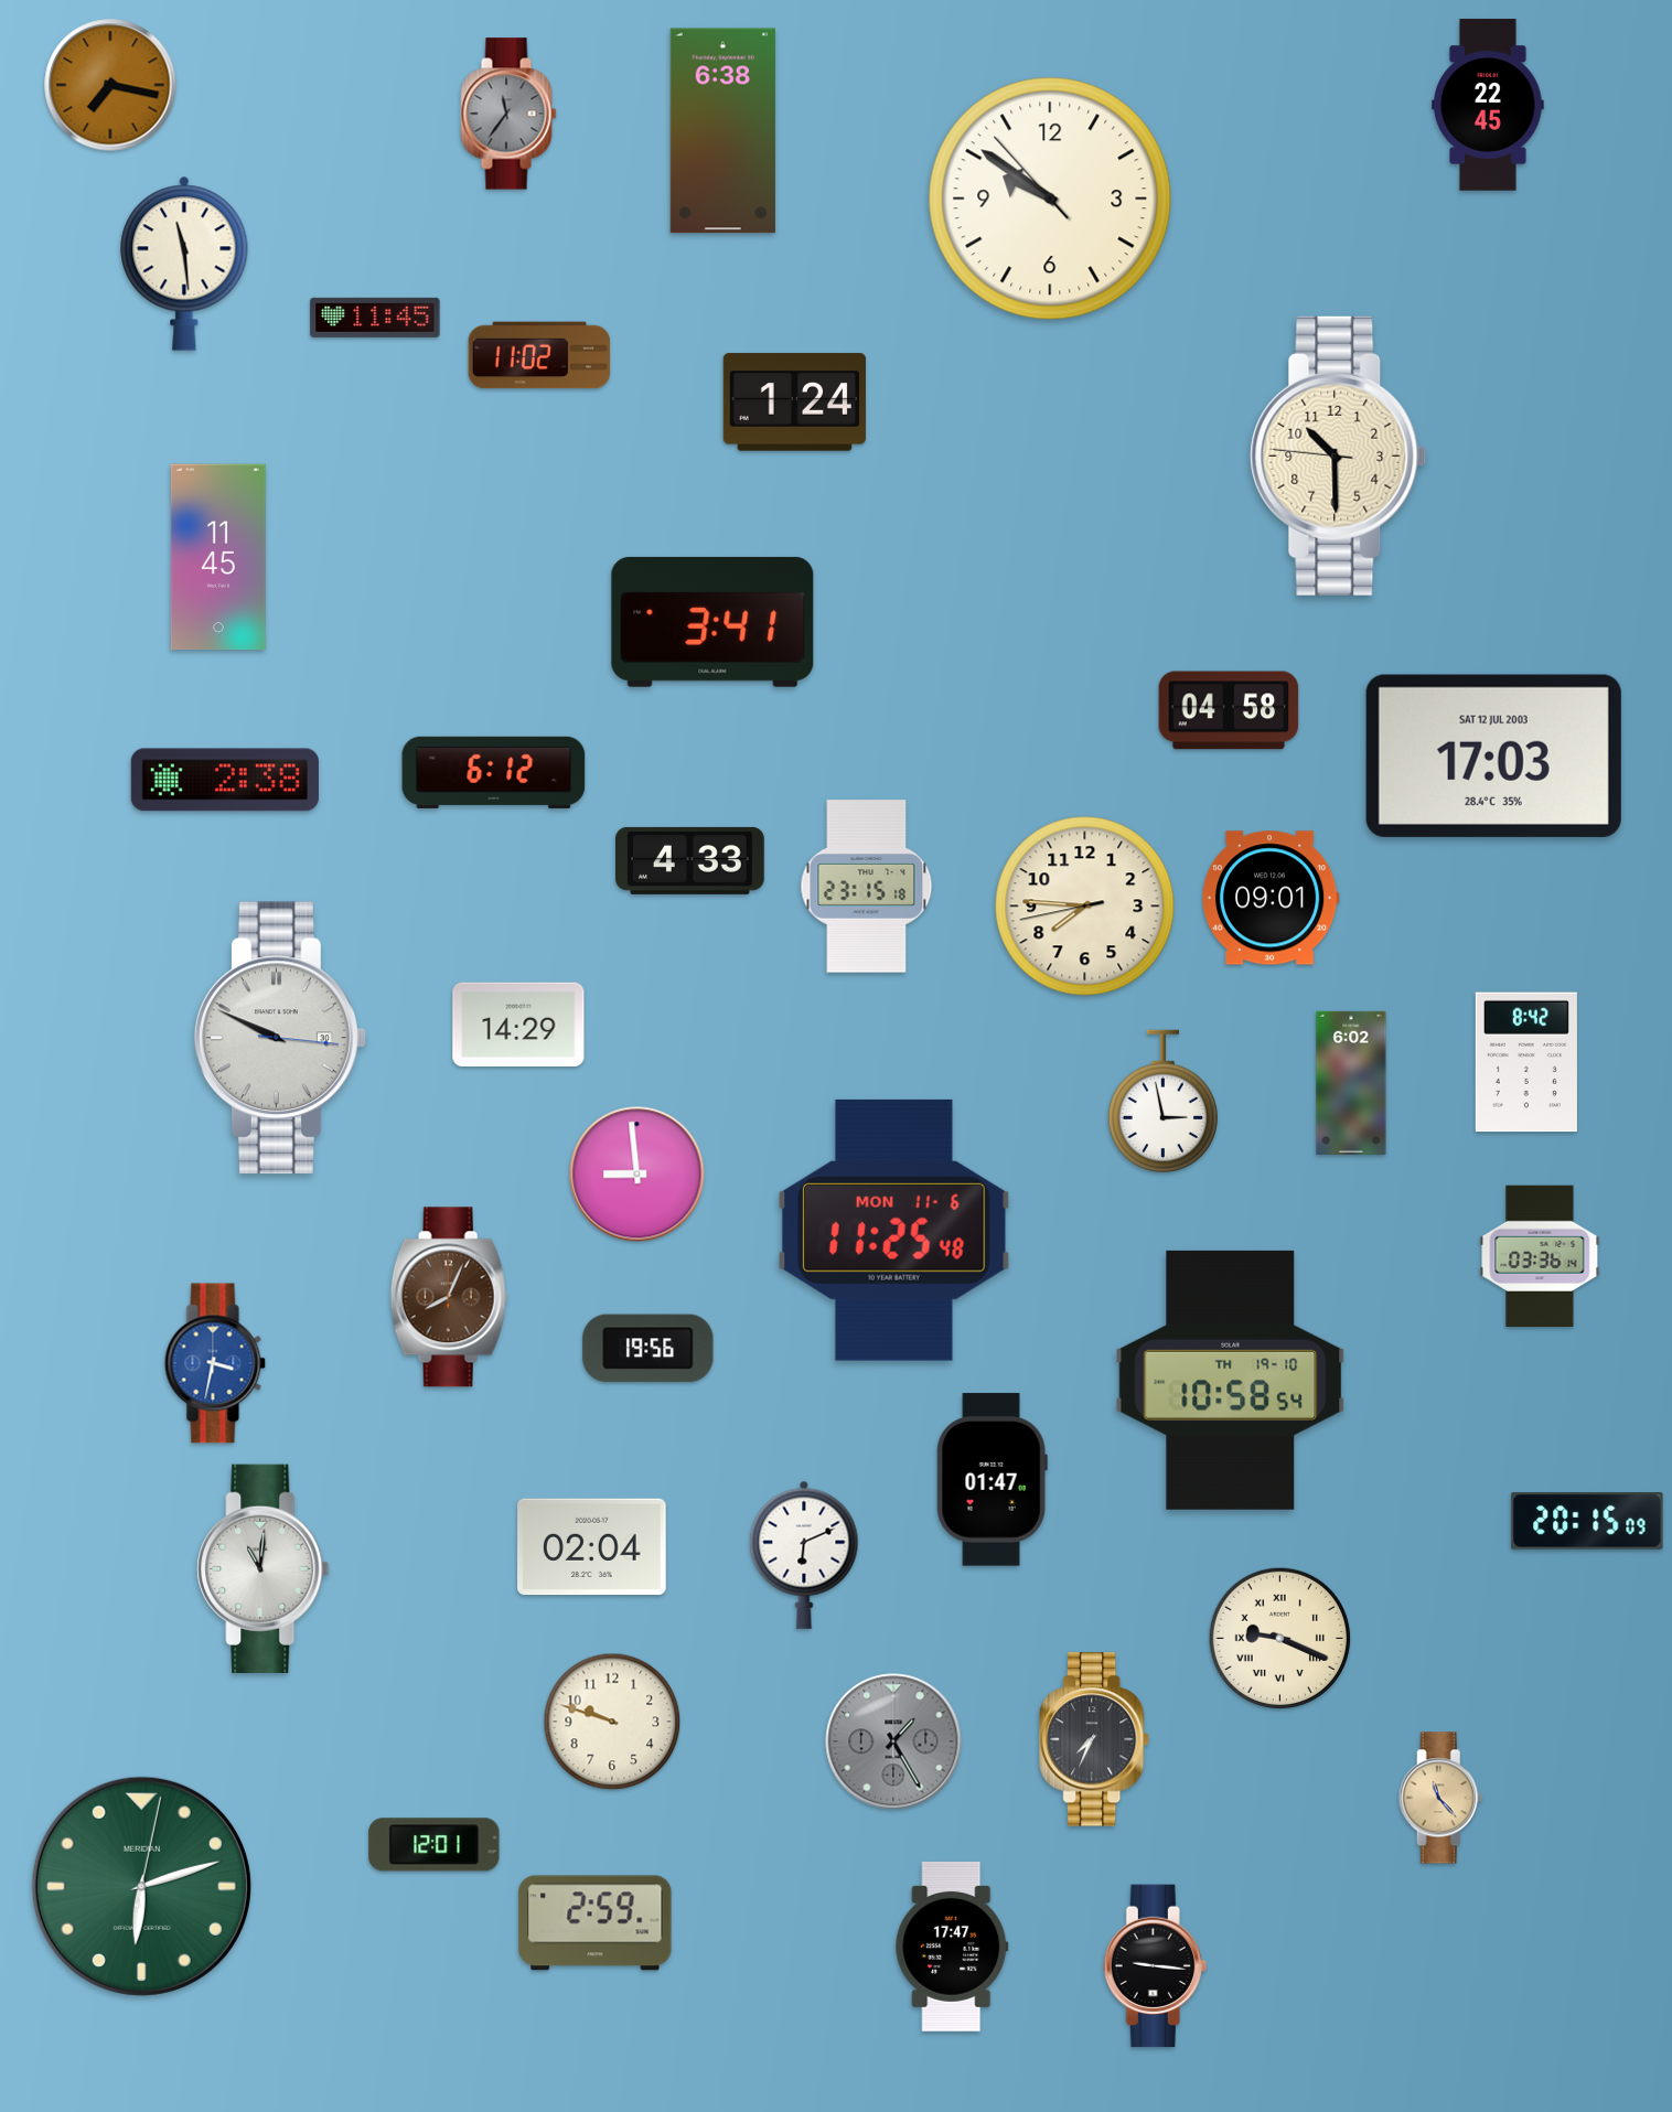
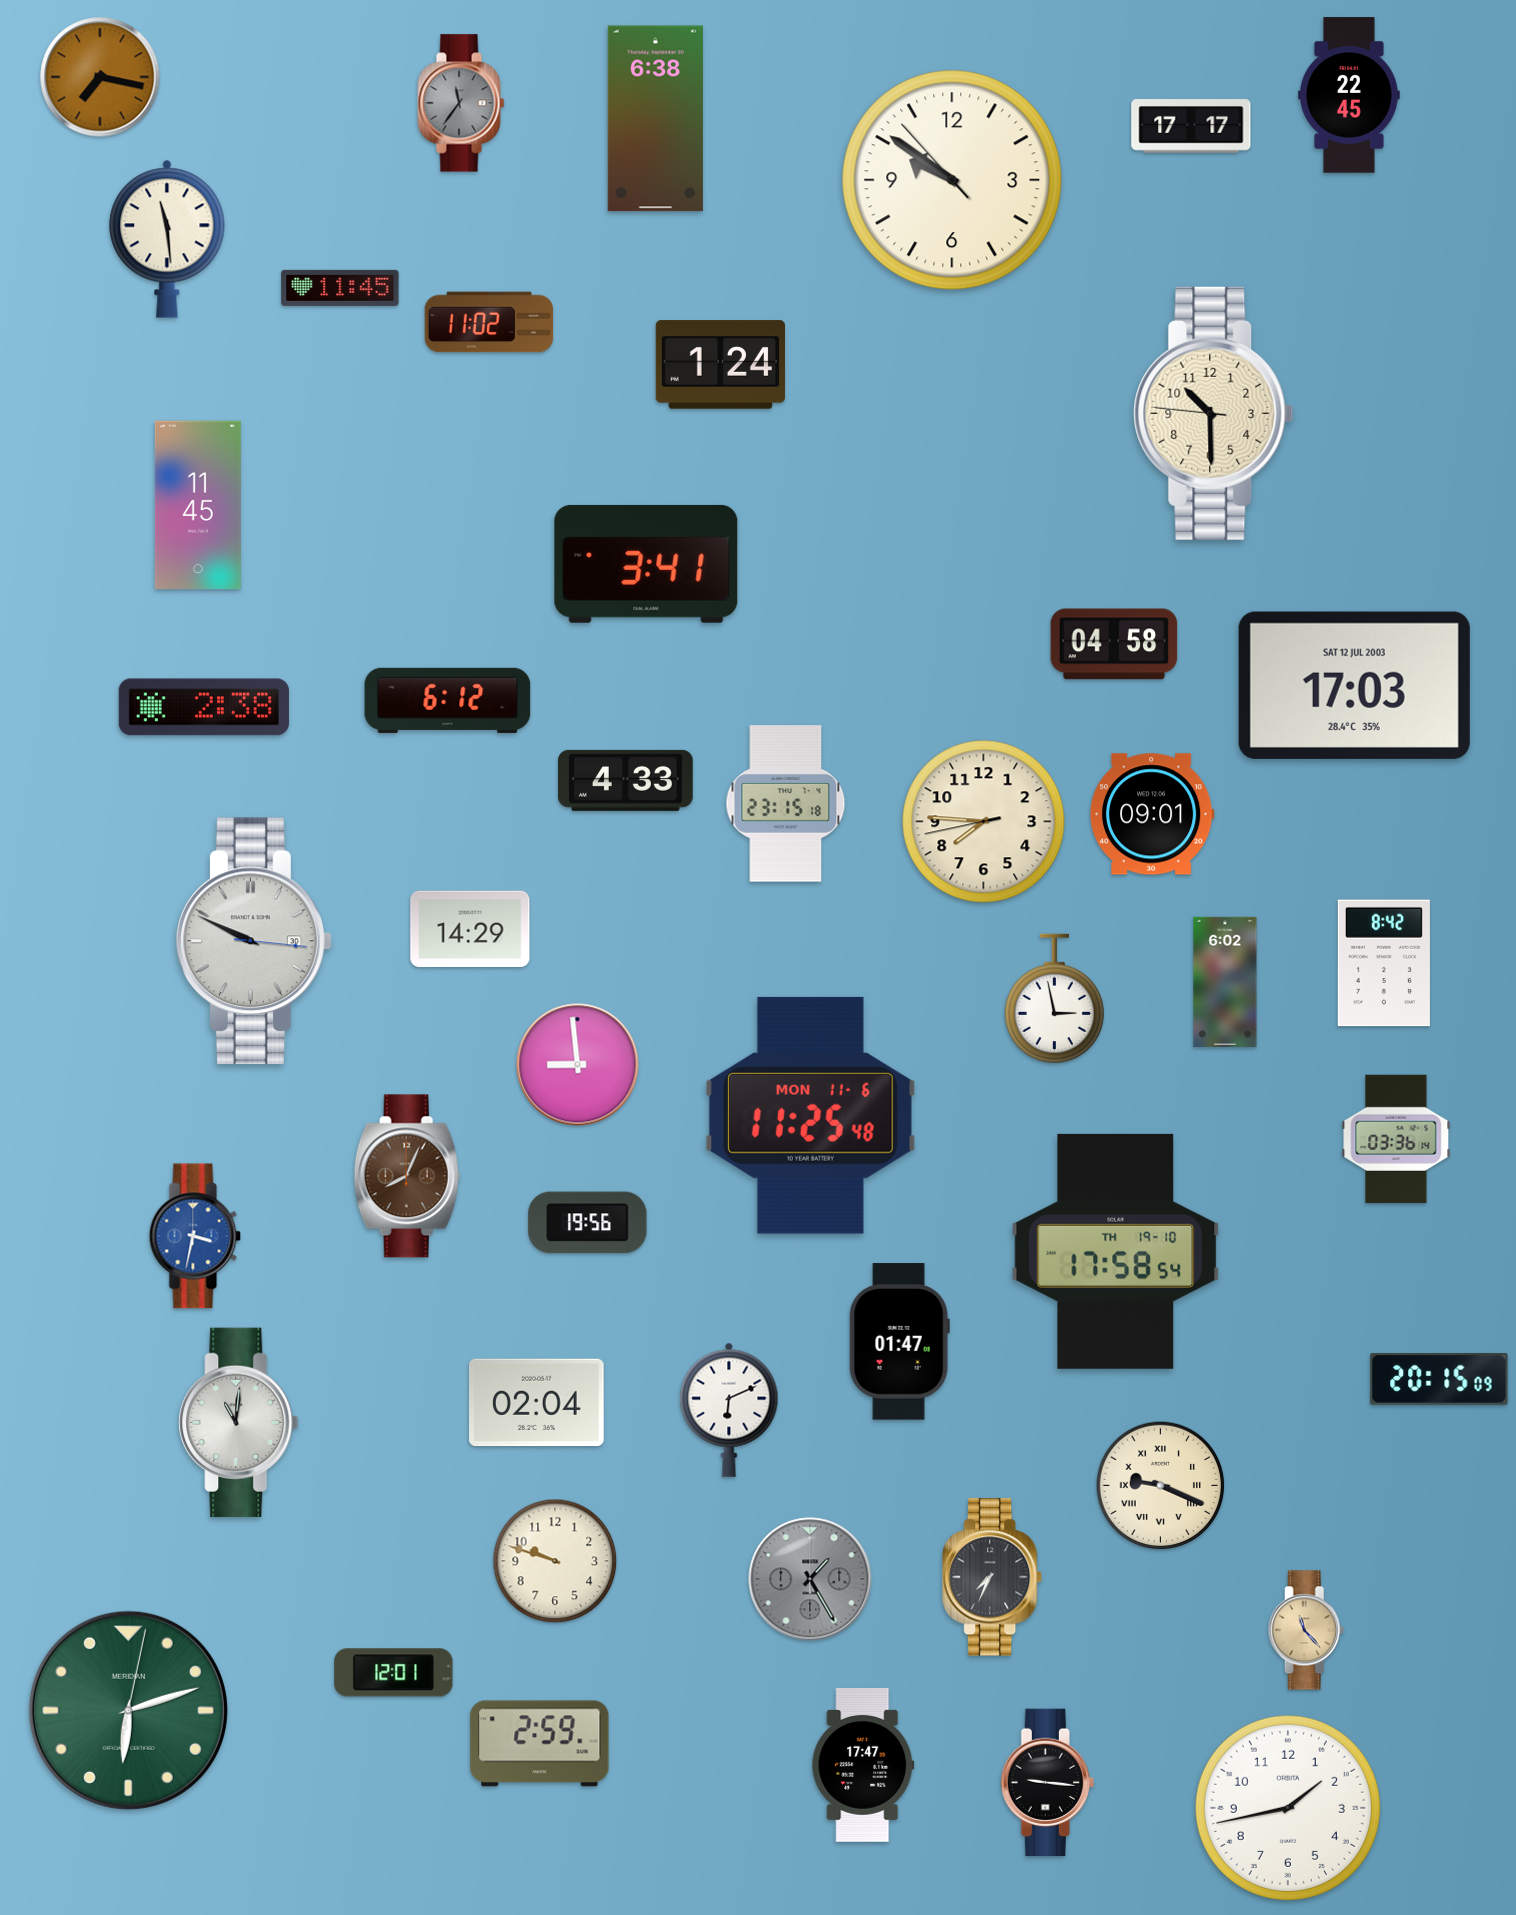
clock at (1191, 126): none -> 17:17
clock at (1231, 1380): 10:58 -> 17:58
clock at (1288, 1808): none -> 1:43
